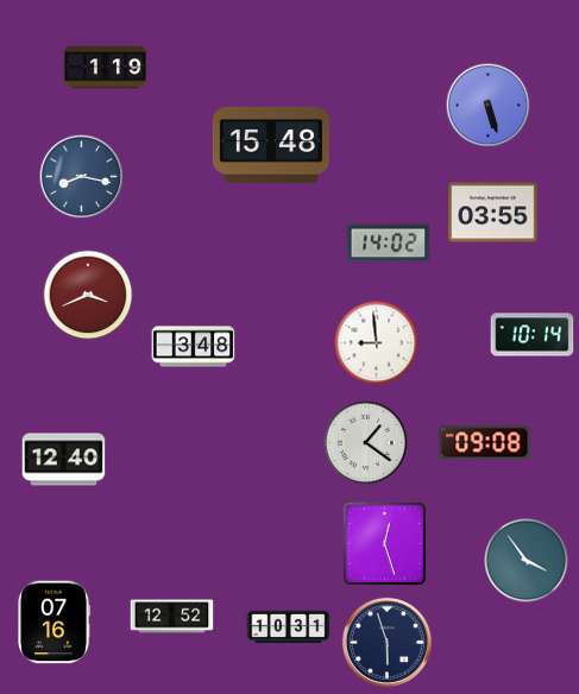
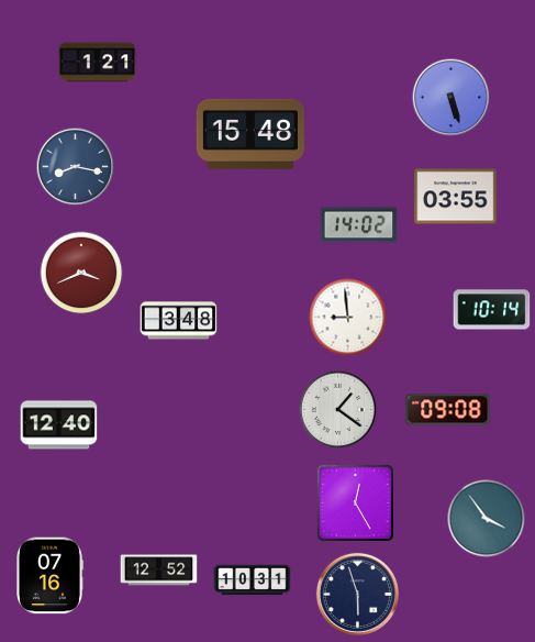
clock at (106, 68): 1:19 -> 1:21
clock at (82, 177) position: (82, 177) -> (76, 167)
clock at (384, 543): 12:27 -> 12:25
clock at (289, 627) position: (289, 627) -> (253, 580)
